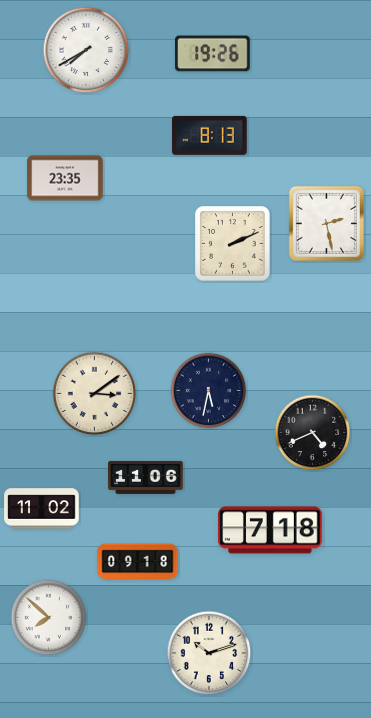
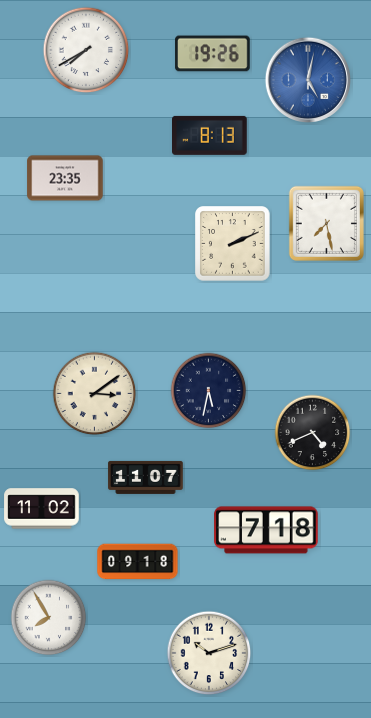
clock at (307, 79): none -> 5:02
clock at (326, 223): 2:28 -> 7:28
clock at (146, 477): 11:06 -> 11:07
clock at (270, 530) position: (270, 530) -> (266, 530)
clock at (49, 618): 7:52 -> 7:55
